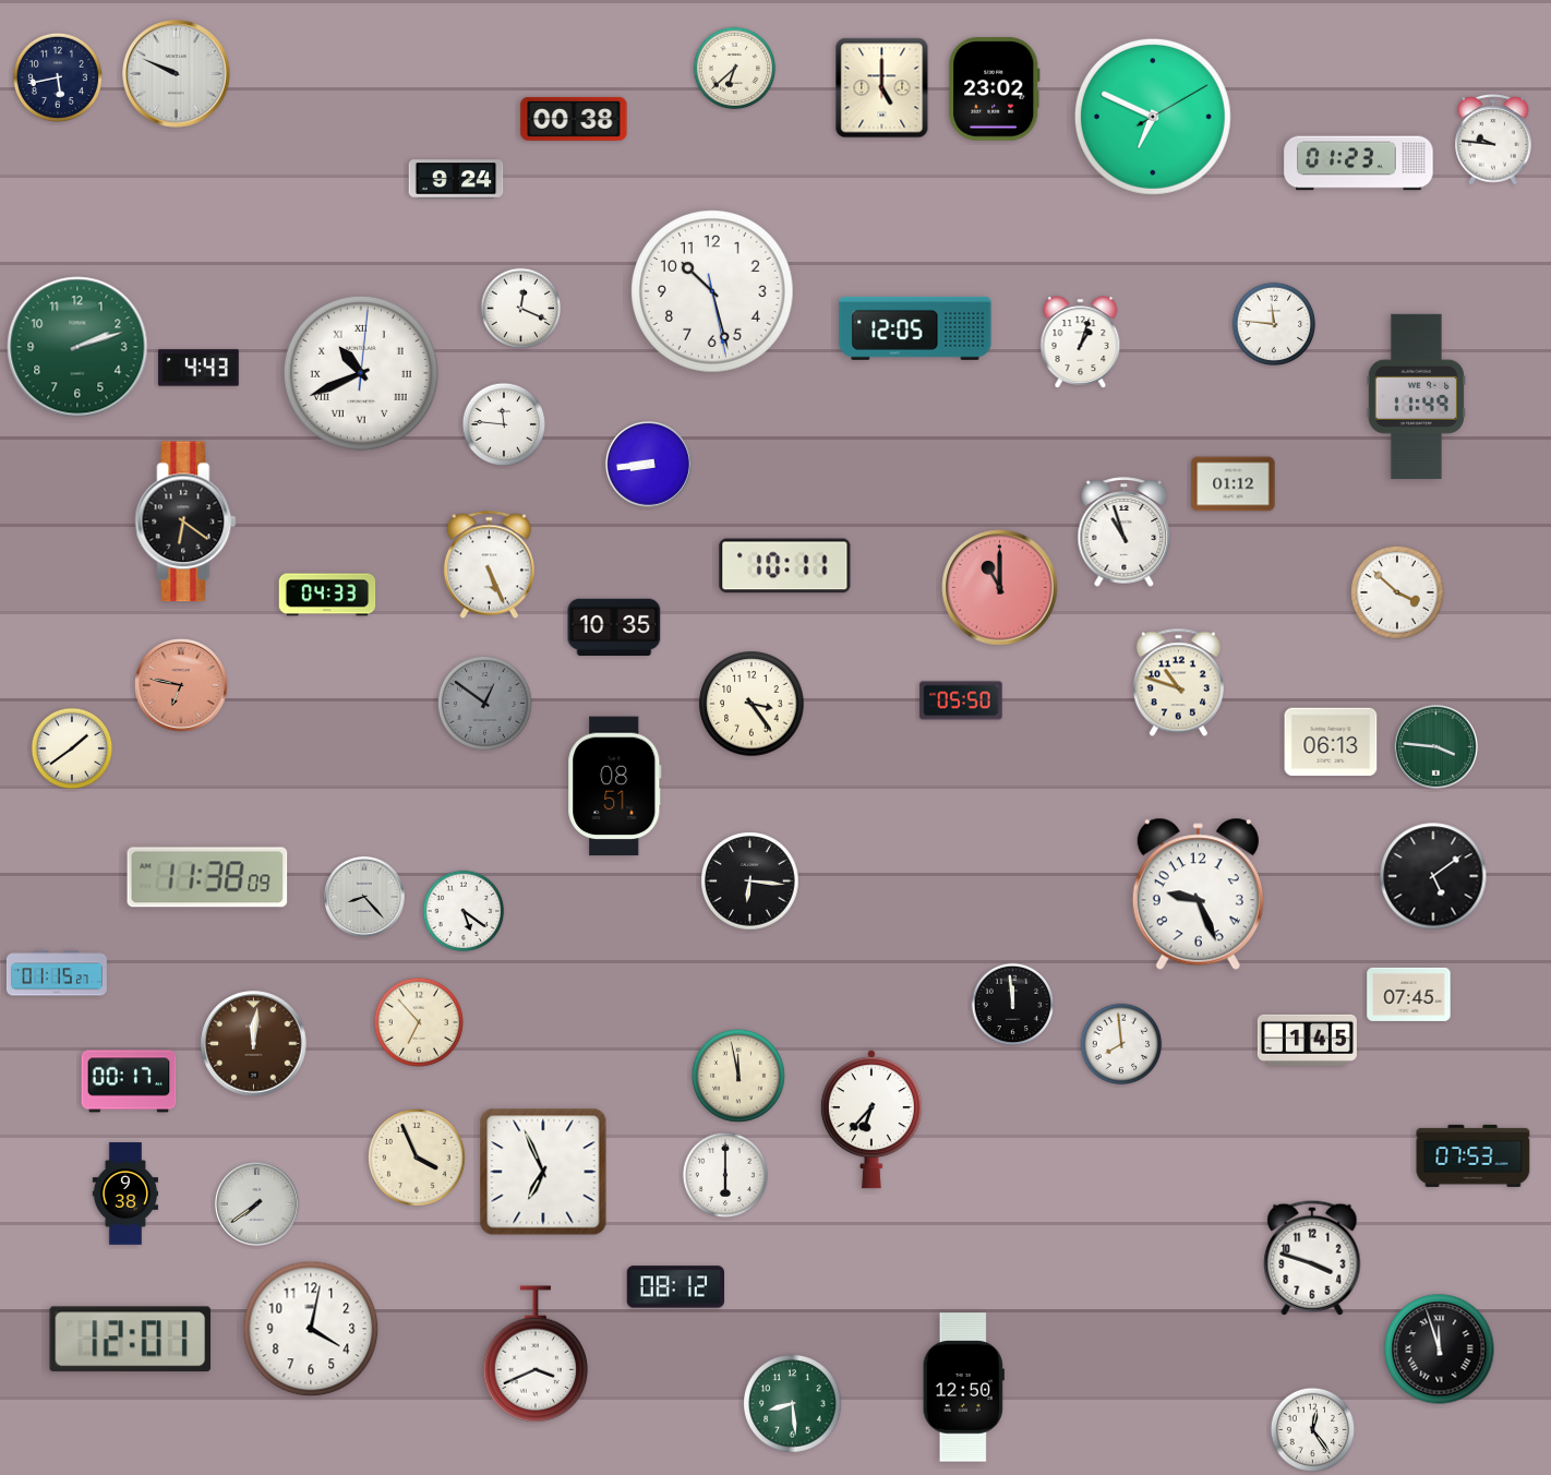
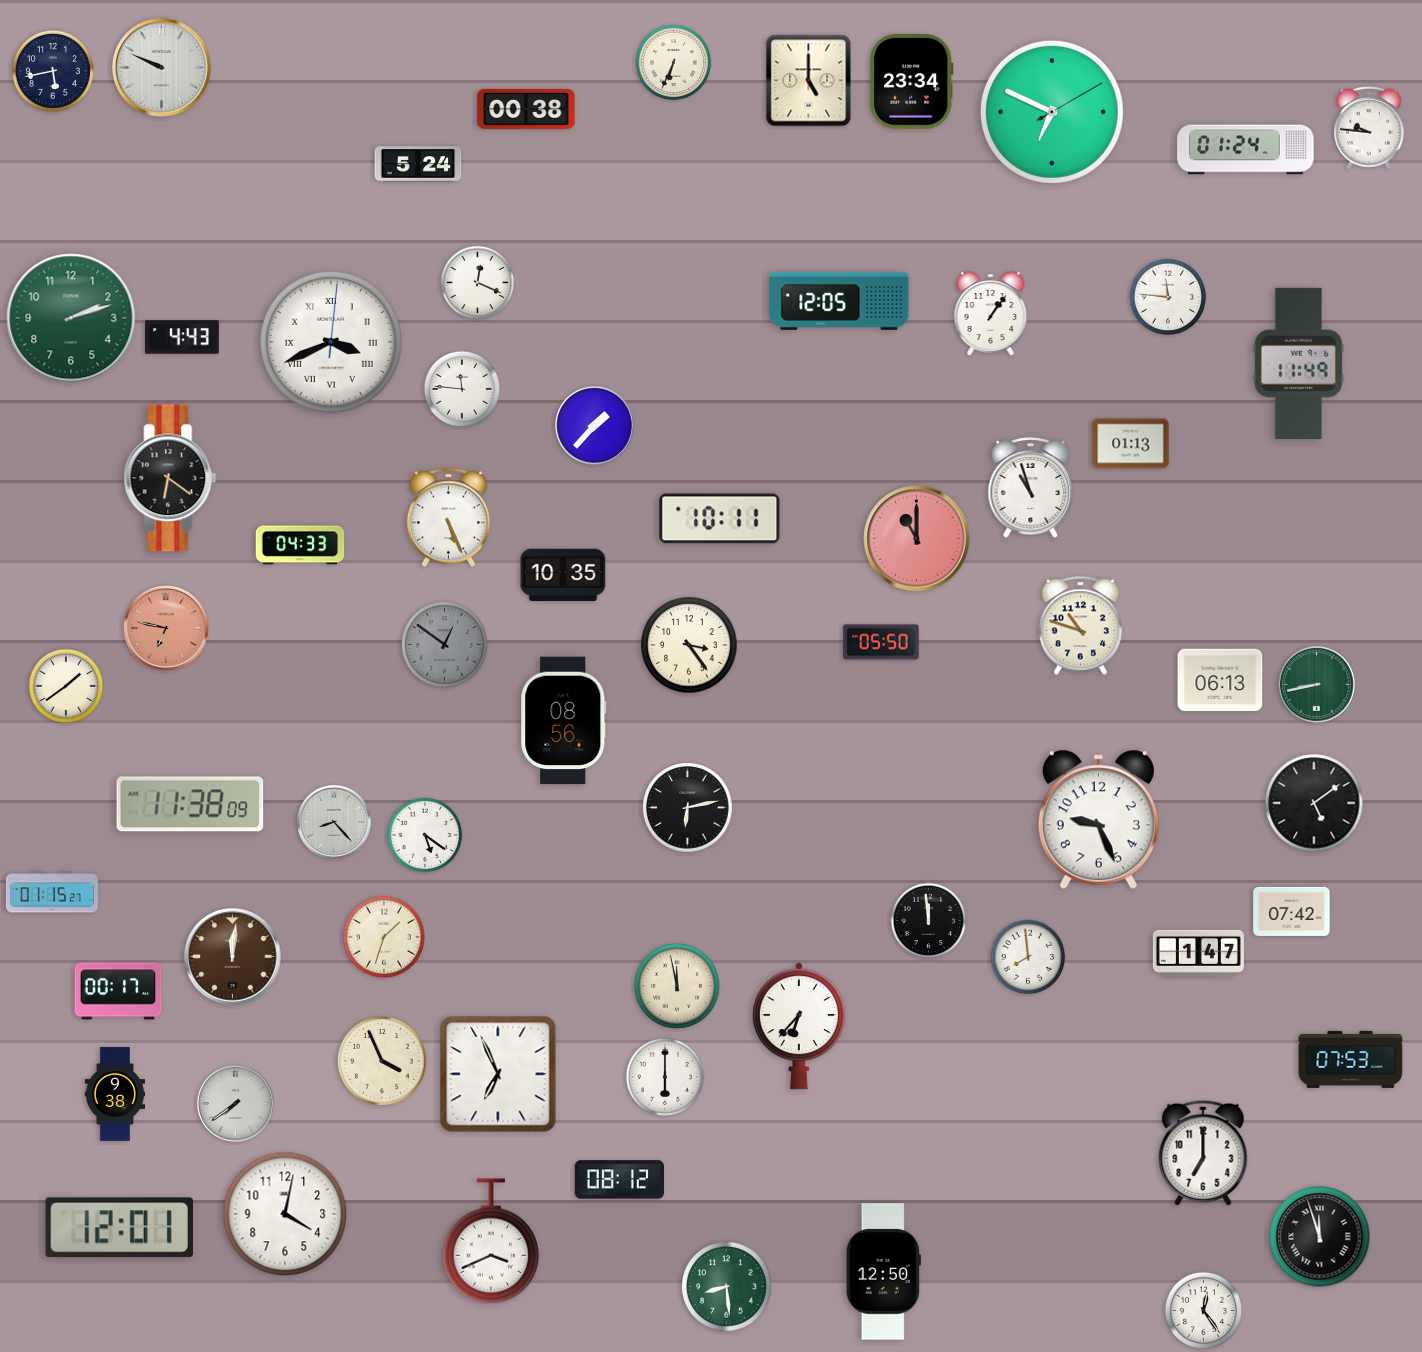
clock at (735, 69): 6:38 -> 6:34
clock at (995, 89): 23:02 -> 23:34
clock at (1153, 117) position: (1153, 117) -> (1052, 112)
clock at (1359, 164): 01:23 -> 01:24
clock at (456, 179): 9:24 -> 5:24
clock at (712, 291): 10:27 -> none
clock at (1081, 343): 1:03 -> 1:06
clock at (361, 373): 10:41 -> 3:41
clock at (648, 464): 8:44 -> 1:37
clock at (1234, 484): 01:12 -> 01:13
clock at (1397, 592): 3:52 -> none
clock at (1435, 746): 3:46 -> 8:43
clock at (615, 787): 08:51 -> 08:56
clock at (750, 882): 6:16 -> 6:13
clock at (1409, 994): 07:45 -> 07:42
clock at (419, 1022): 6:53 -> 1:33
clock at (1307, 1040): 1:45 -> 1:47
clock at (1312, 1258): 3:48 -> 7:00
clock at (311, 1329) position: (311, 1329) -> (285, 1214)
